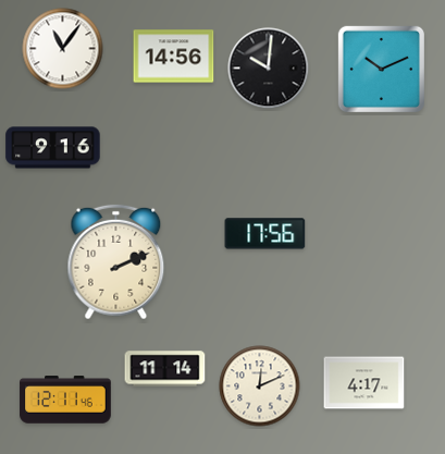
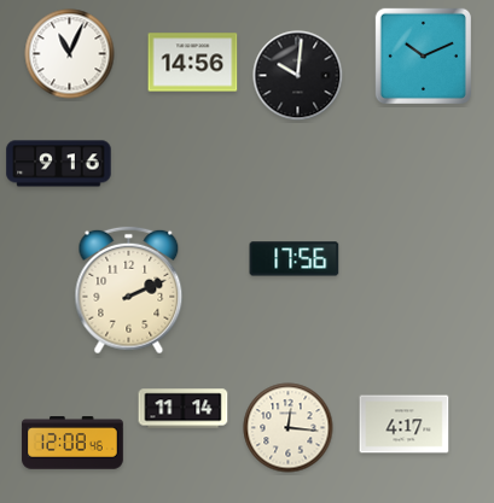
clock at (63, 49): 11:06 -> 11:04
clock at (381, 69) position: (381, 69) -> (423, 55)
clock at (260, 386): 12:11 -> 12:16
clock at (65, 400): 12:11 -> 12:08
